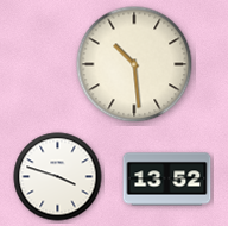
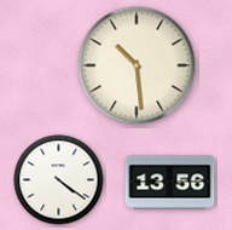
clock at (58, 177): 3:48 -> 4:21
clock at (167, 180): 13:52 -> 13:56
